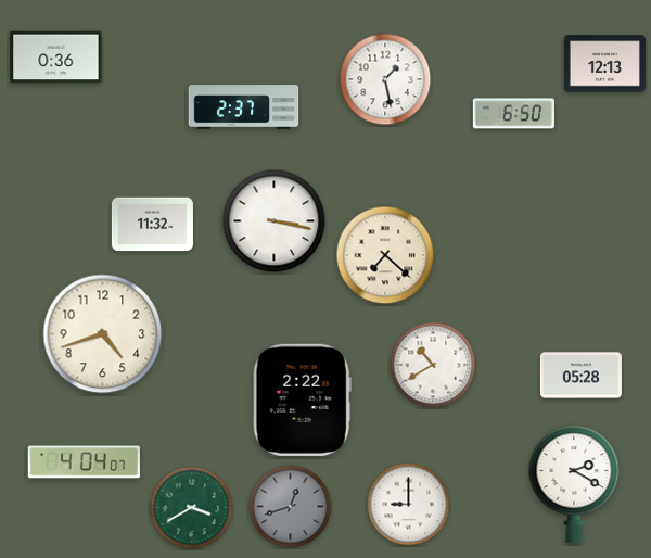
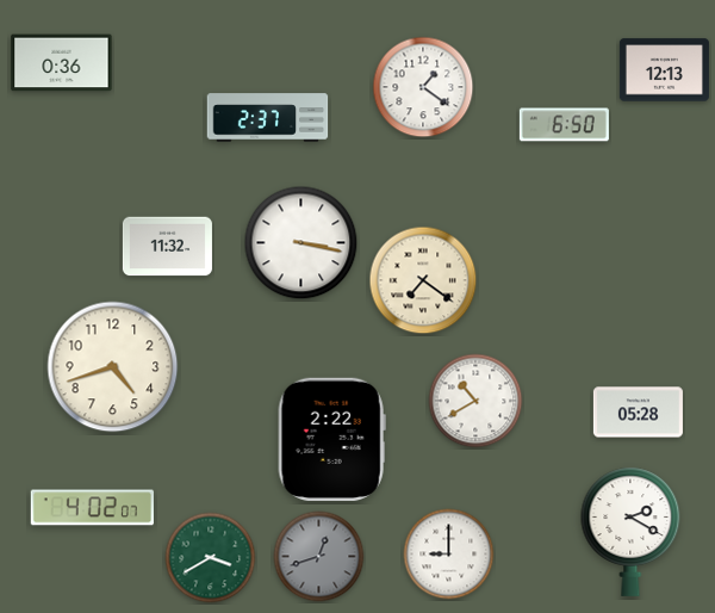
clock at (385, 79): 1:28 -> 1:21
clock at (385, 255): 7:22 -> 7:21
clock at (84, 462): 4:04 -> 4:02
